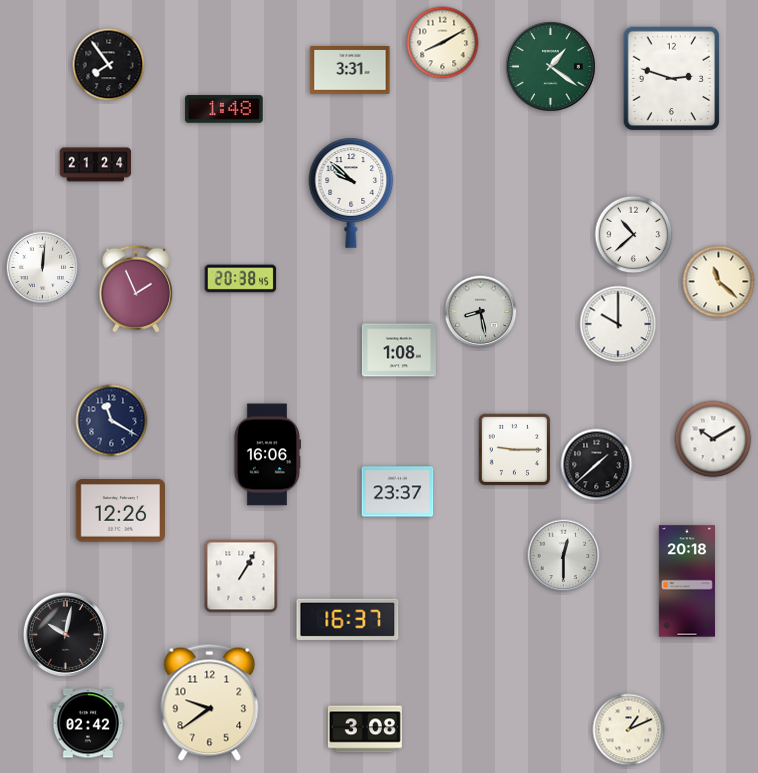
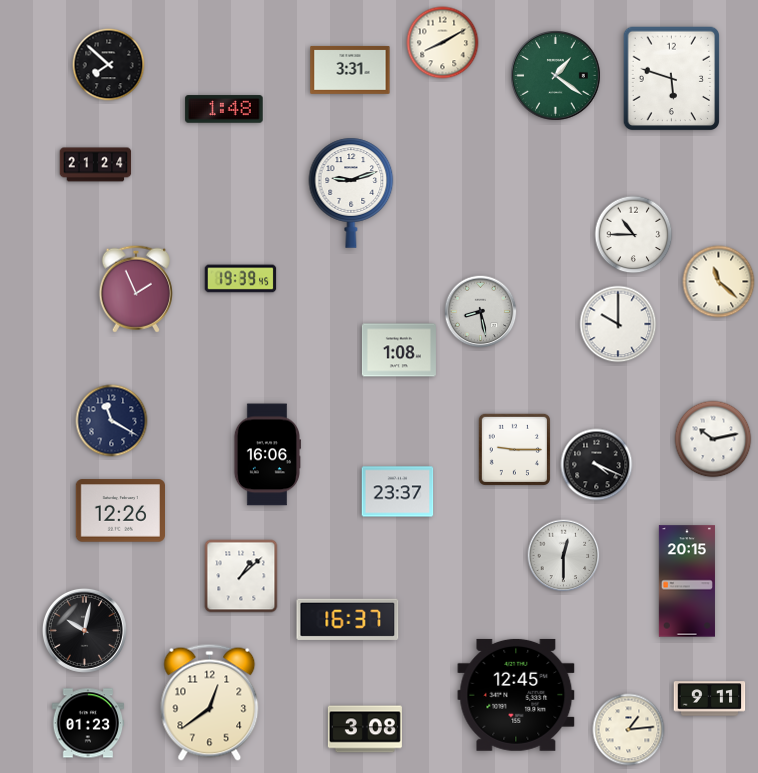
clock at (109, 65): 7:54 -> 7:52
clock at (551, 67) position: (551, 67) -> (556, 76)
clock at (671, 79): 2:48 -> 5:48
clock at (351, 193): 9:52 -> 9:12
clock at (634, 235): 10:38 -> 10:45
clock at (43, 268): 12:01 -> none
clock at (241, 279): 20:38 -> 19:39
clock at (713, 439): 10:10 -> 10:13
clock at (597, 465): 1:38 -> 4:19
clock at (241, 576): 1:05 -> 1:08
clock at (687, 581): 20:18 -> 20:15
clock at (65, 634) position: (65, 634) -> (84, 630)
clock at (516, 695): none -> 12:45
clock at (710, 699): none -> 9:11
clock at (210, 702): 9:39 -> 12:39
clock at (88, 723): 02:42 -> 01:23
clock at (629, 730): 1:11 -> 1:14
